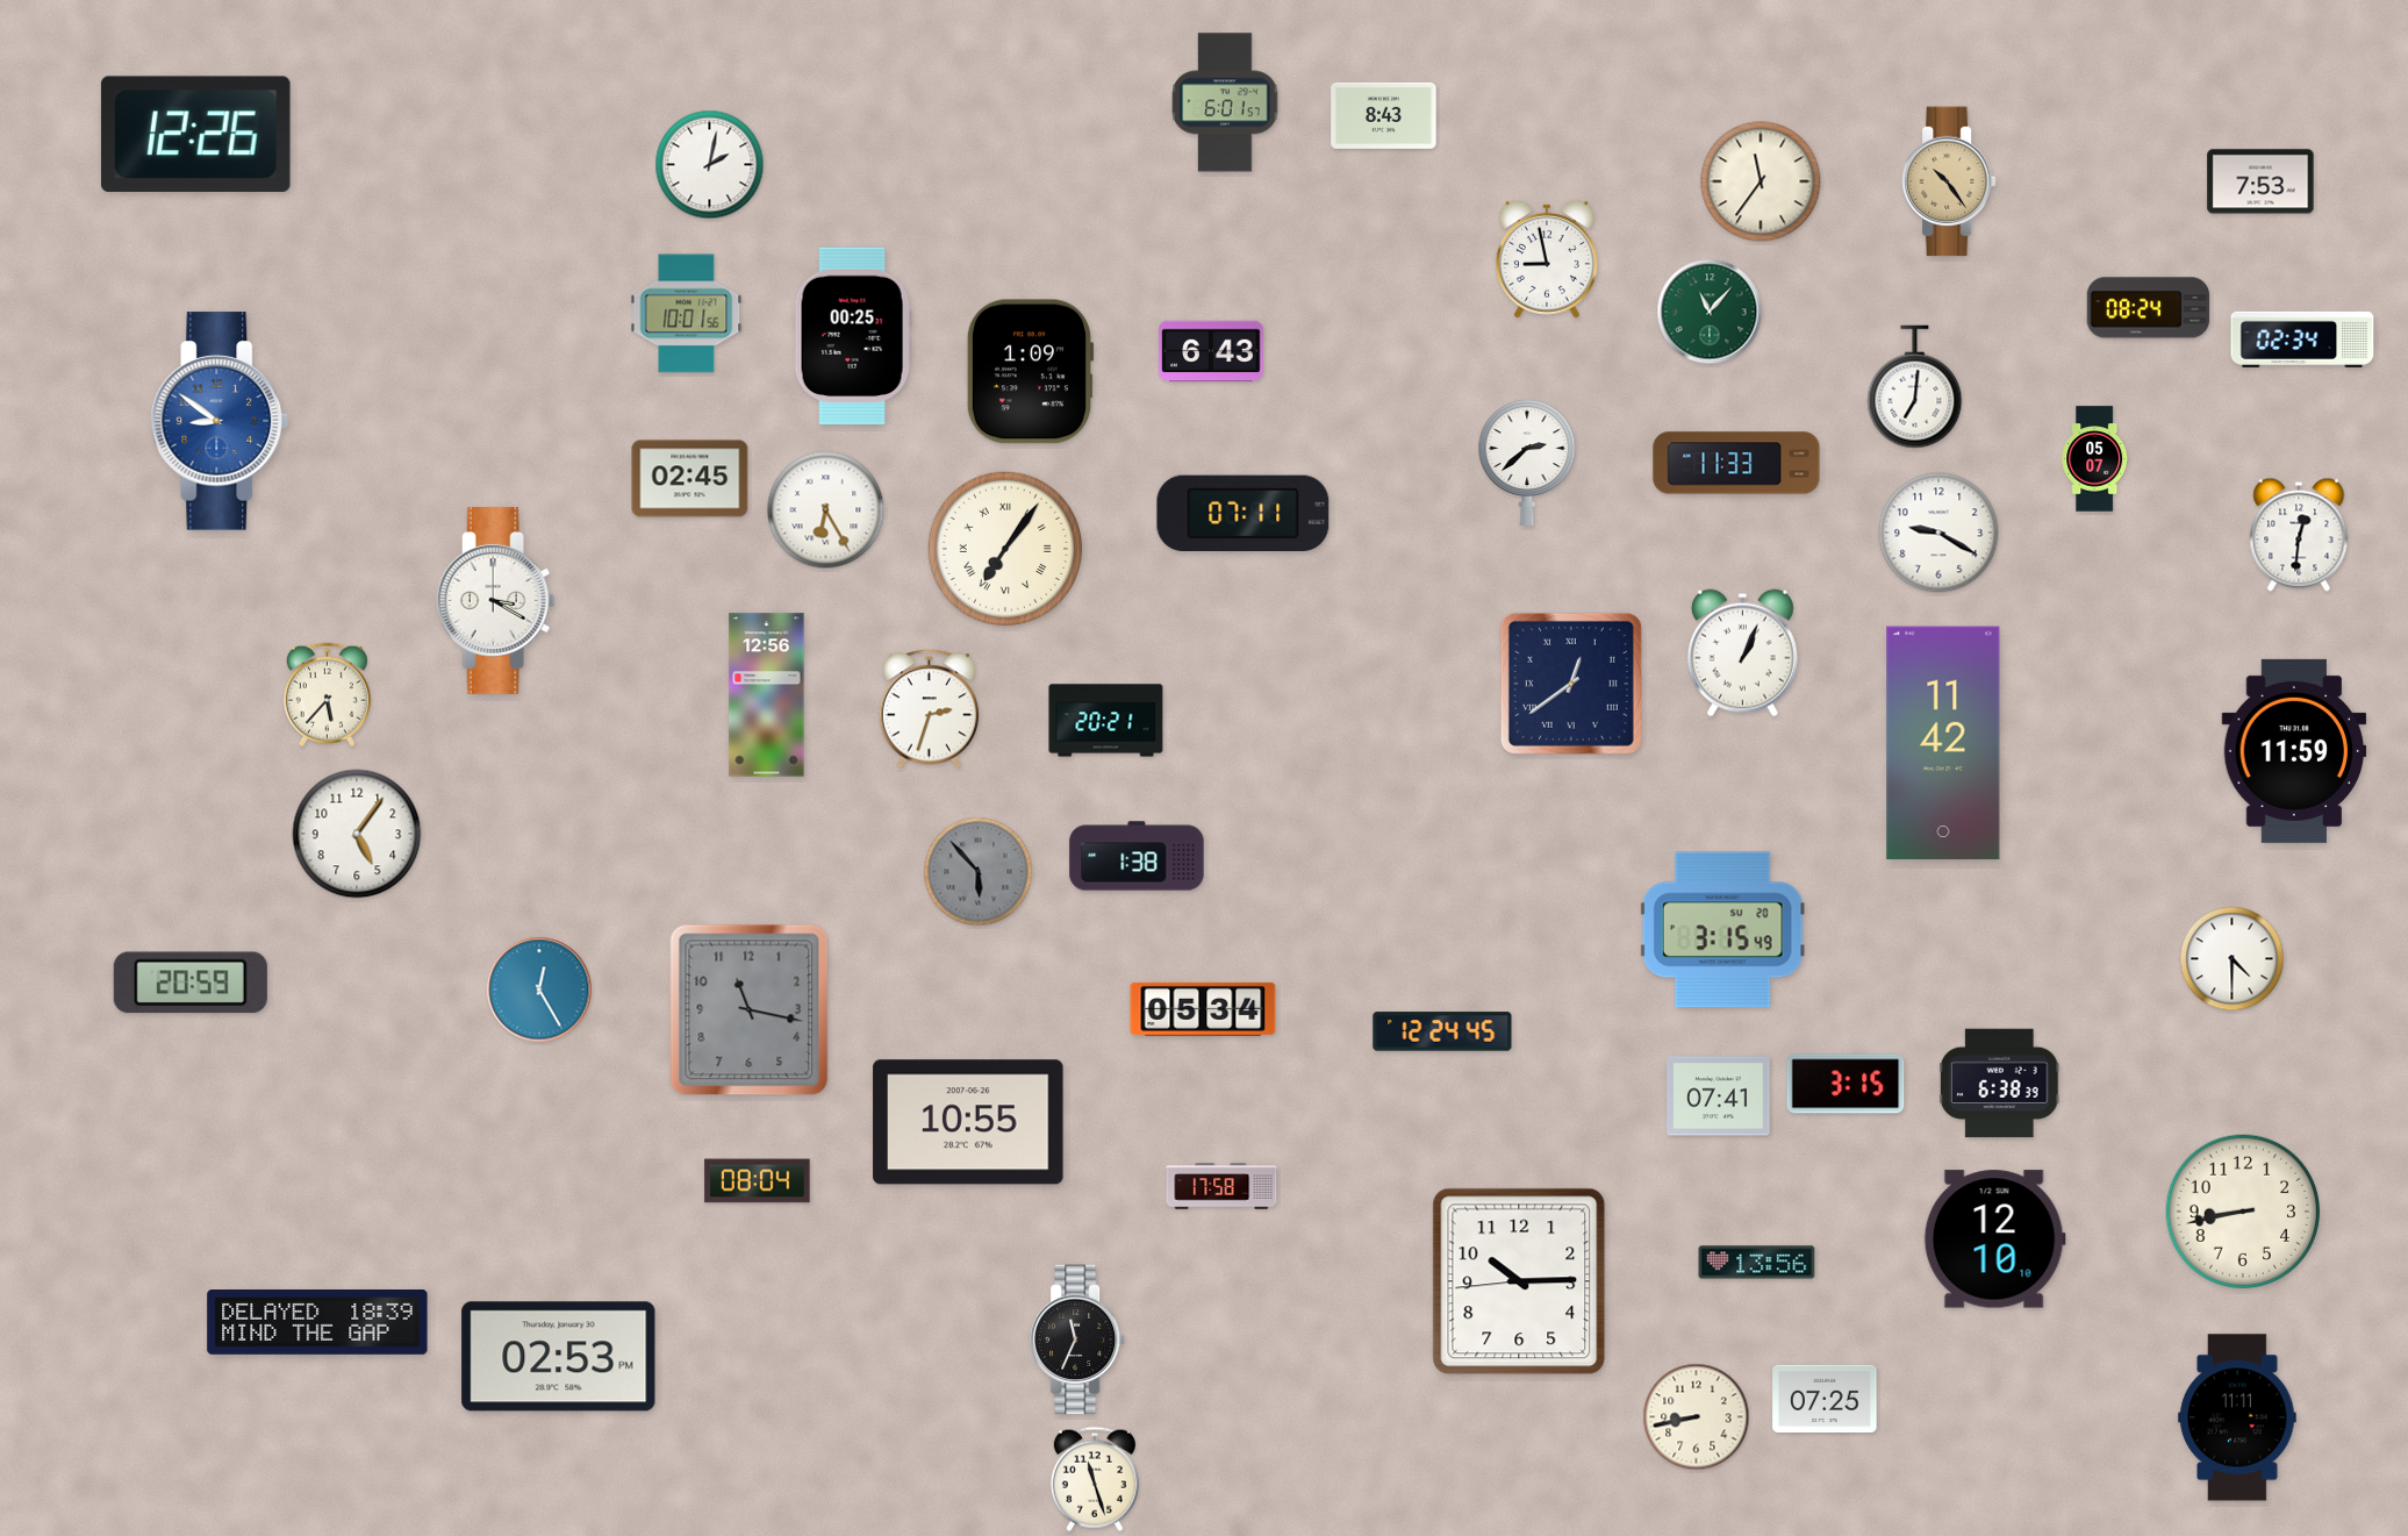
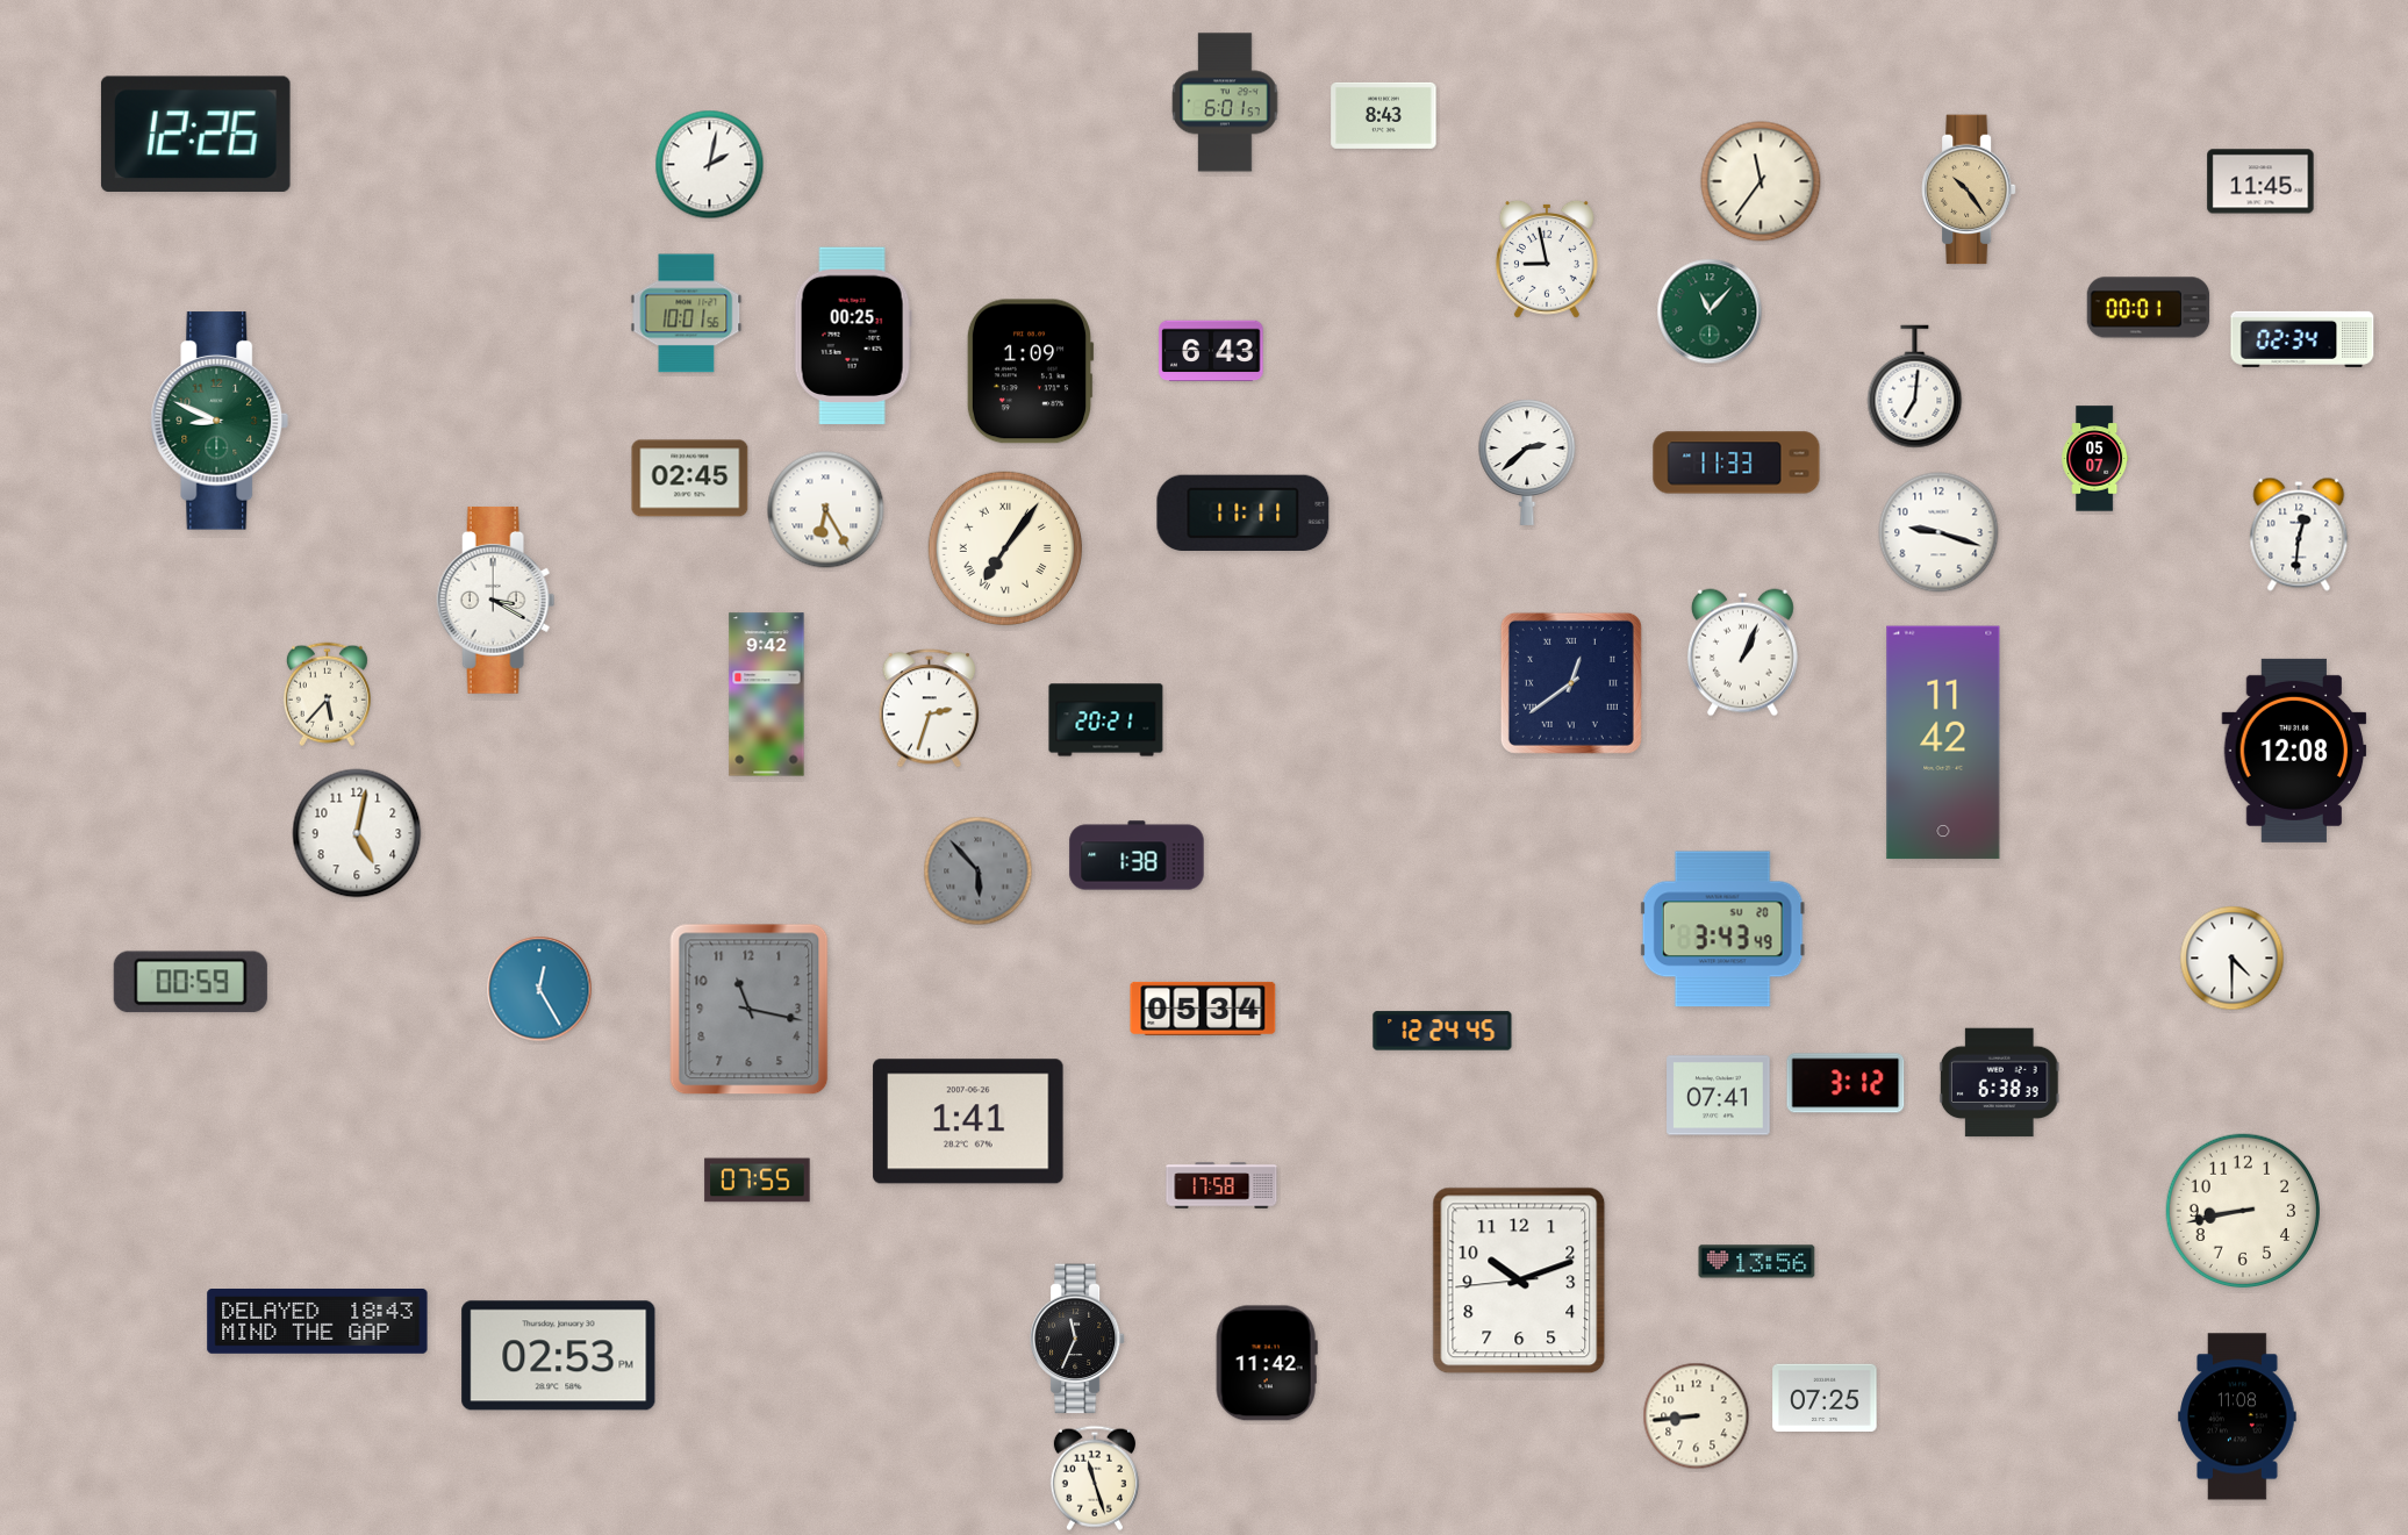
clock at (1950, 181) position: (1950, 181) -> (1970, 189)
clock at (2260, 181): 7:53 -> 11:45
clock at (2149, 308): 08:24 -> 00:01
clock at (220, 421): 8:51 -> 8:49
clock at (220, 421) dial: blue -> green
clock at (1244, 513): 07:11 -> 11:11
clock at (1938, 533): 9:20 -> 9:18
clock at (767, 695): 12:56 -> 9:42
clock at (2294, 751): 11:59 -> 12:08
clock at (357, 834): 5:06 -> 5:02
clock at (1722, 930): 3:15 -> 3:43
clock at (191, 983): 20:59 -> 00:59
clock at (1846, 1084): 3:15 -> 3:12
clock at (968, 1122): 10:55 -> 1:41
clock at (758, 1181): 08:04 -> 07:55
clock at (1994, 1239): 12:10 -> none
clock at (1519, 1281): 10:14 -> 10:11
clock at (317, 1323): 18:39 -> 18:43
clock at (1267, 1363): none -> 11:42
clock at (1697, 1417): 8:43 -> 8:44
clock at (2237, 1417): 11:11 -> 11:08
